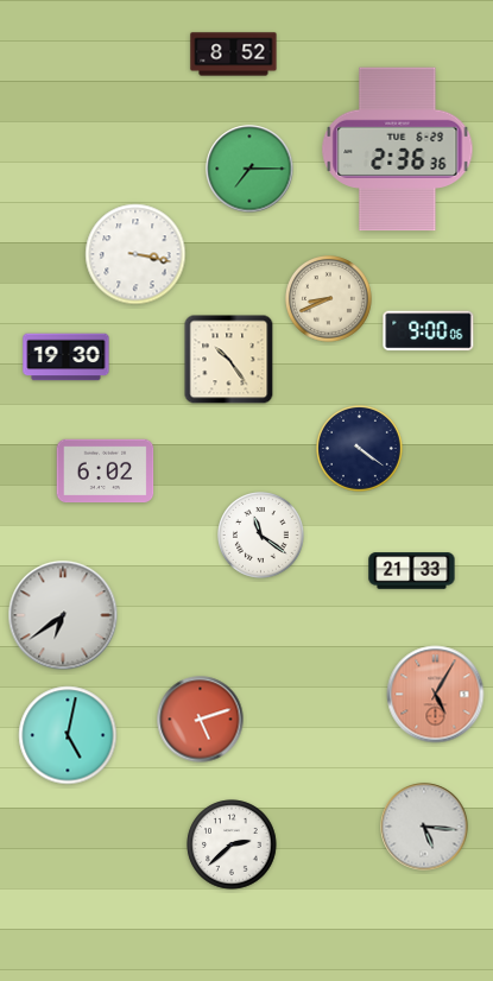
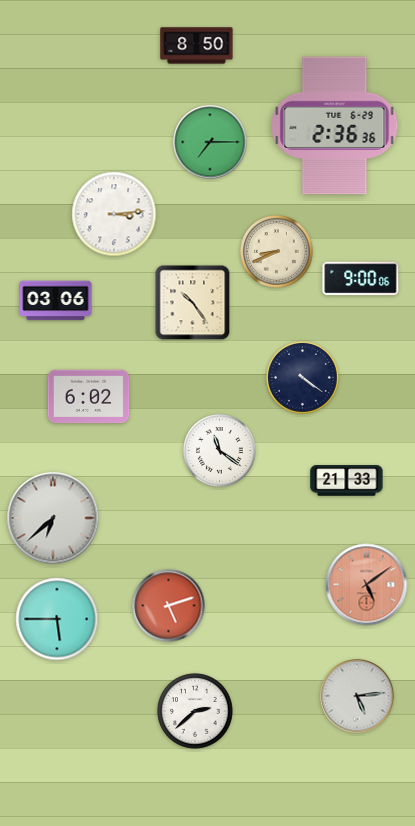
clock at (234, 55): 8:52 -> 8:50
clock at (135, 254): 3:17 -> 3:14
clock at (67, 357): 19:30 -> 03:06
clock at (63, 615): 6:39 -> 6:38
clock at (436, 695): 5:05 -> 5:09
clock at (68, 735): 5:02 -> 5:45
clock at (424, 827): 5:16 -> 5:14
